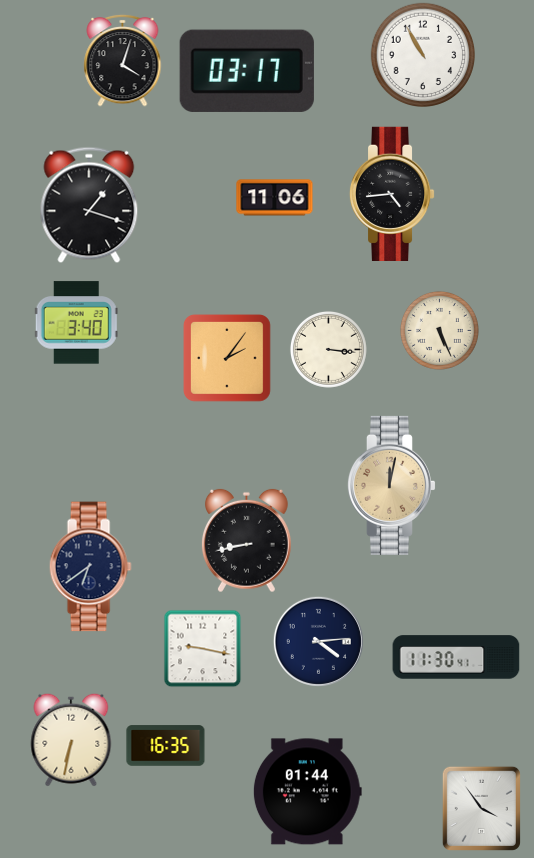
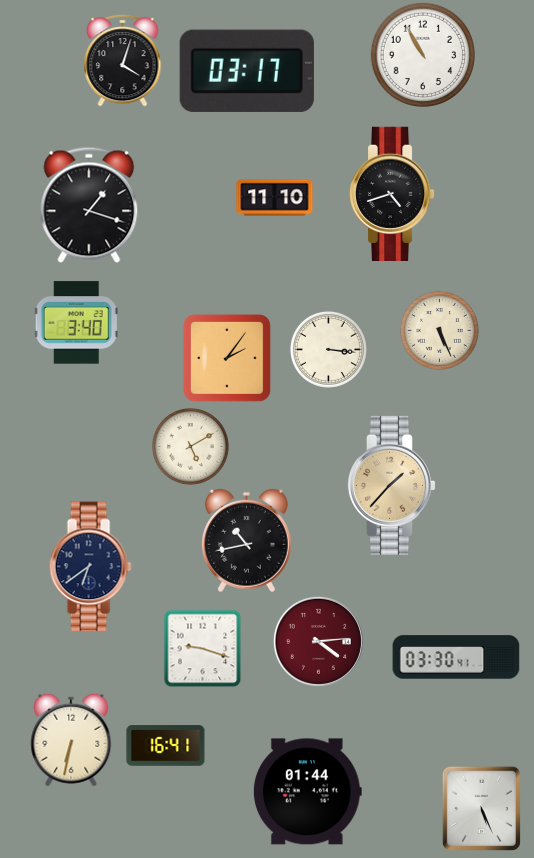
clock at (392, 193): 4:44 -> 4:42
clock at (275, 198): 11:06 -> 11:10
clock at (190, 446): none -> 5:10
clock at (391, 485): 12:02 -> 1:37
clock at (246, 541): 8:43 -> 10:43
clock at (318, 641) dial: navy -> burgundy
clock at (202, 648): 9:17 -> 9:18
clock at (456, 657): 11:30 -> 03:30
clock at (166, 746): 16:35 -> 16:41
clock at (481, 808): 3:54 -> 5:26
